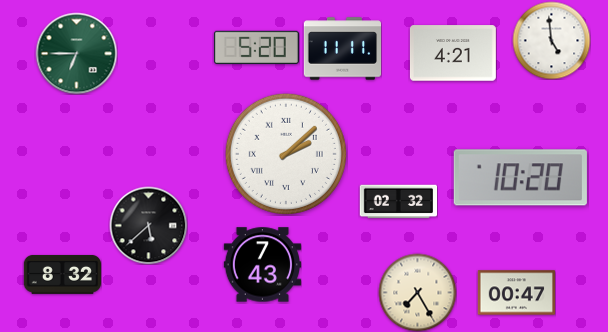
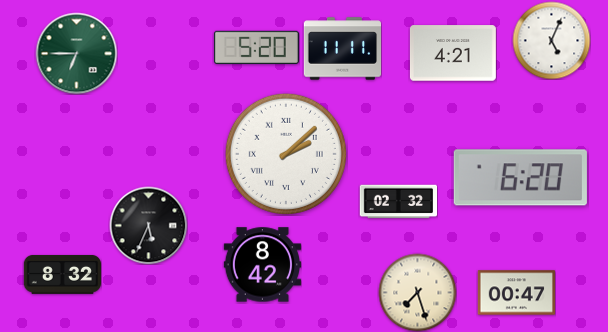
clock at (551, 40): 4:59 -> 5:04
clock at (520, 178): 10:20 -> 6:20
clock at (148, 225): 5:38 -> 5:34
clock at (262, 265): 7:43 -> 8:42
clock at (417, 292): 7:25 -> 7:27
